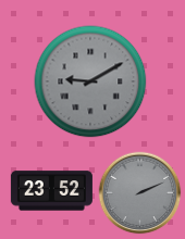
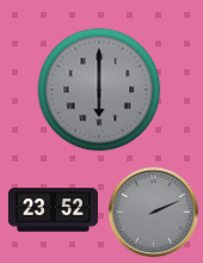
clock at (90, 81): 9:10 -> 6:00
clock at (51, 191) position: (51, 191) -> (53, 210)
